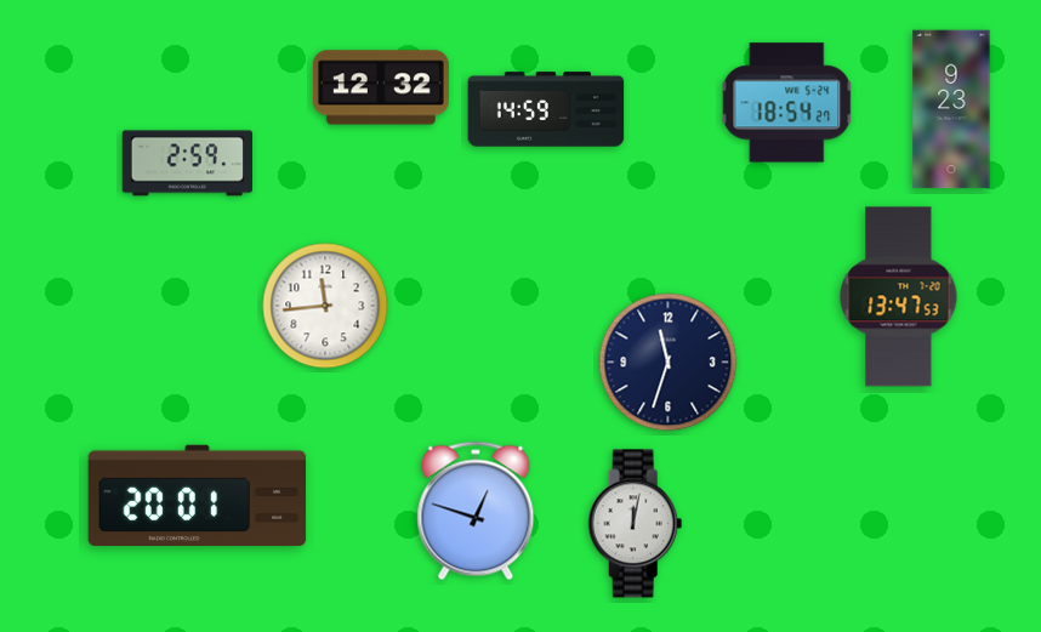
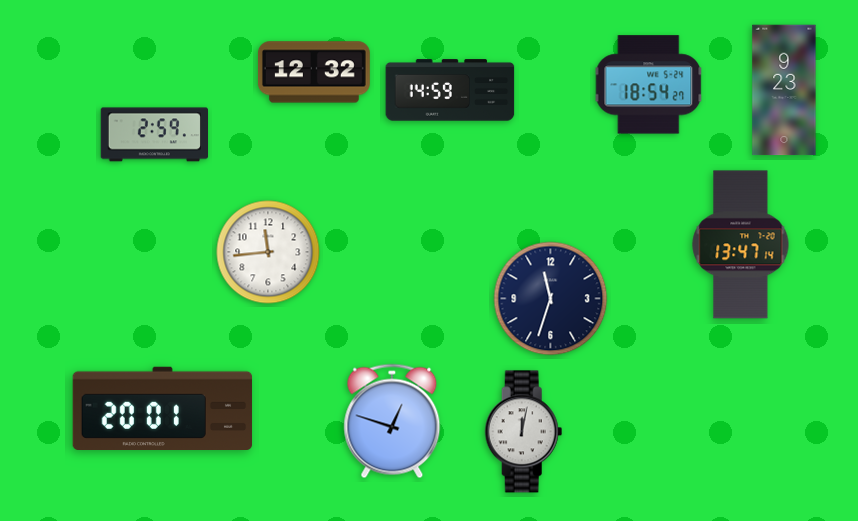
clock at (899, 297): 13:47:53 -> 13:47:14
